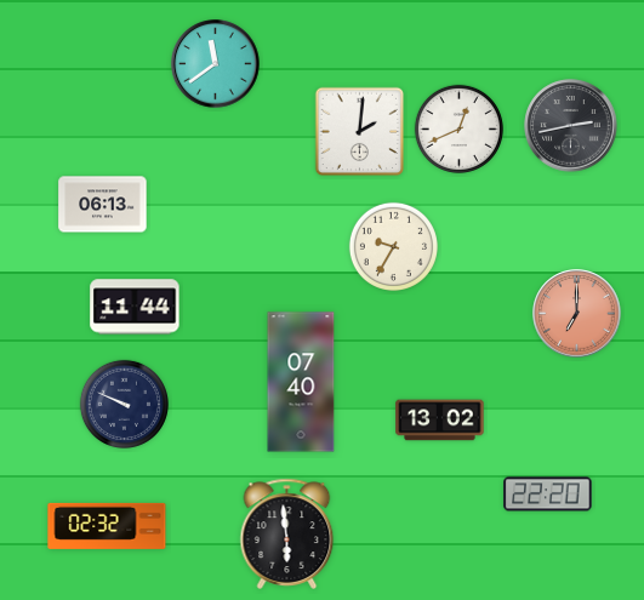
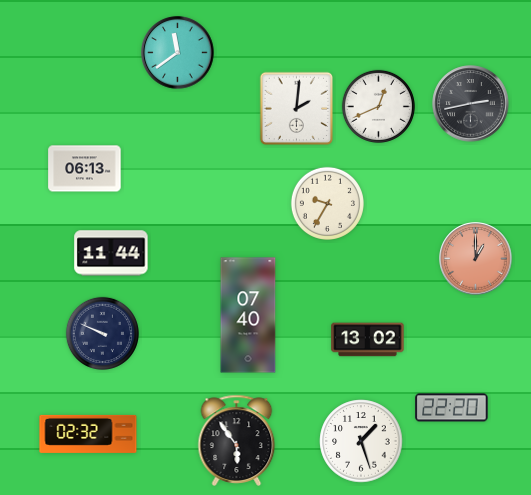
clock at (393, 246) position: (393, 246) -> (327, 203)
clock at (577, 314): 7:00 -> 1:00
clock at (440, 421) position: (440, 421) -> (368, 340)
clock at (287, 533): 5:59 -> 5:54
clock at (361, 441): none -> 1:27
